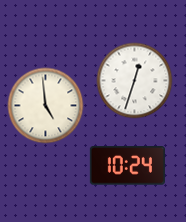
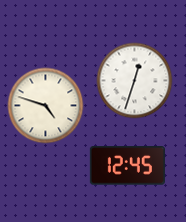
clock at (46, 106): 4:59 -> 4:48
clock at (127, 166): 10:24 -> 12:45
